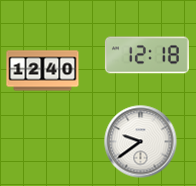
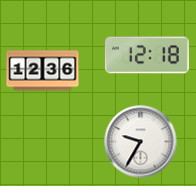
clock at (43, 71): 12:40 -> 12:36
clock at (141, 142): 9:39 -> 9:35
